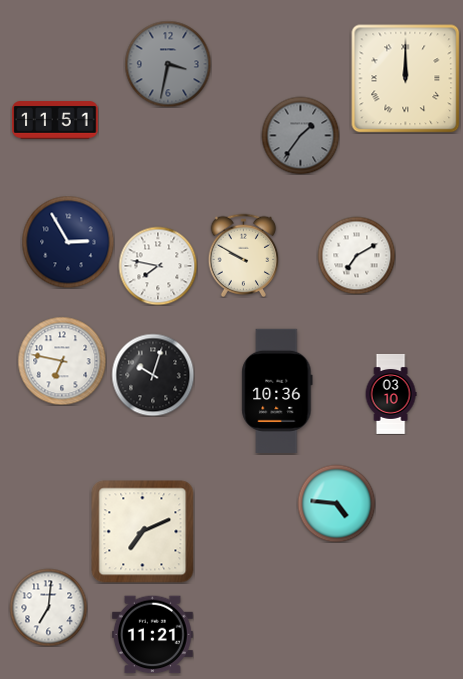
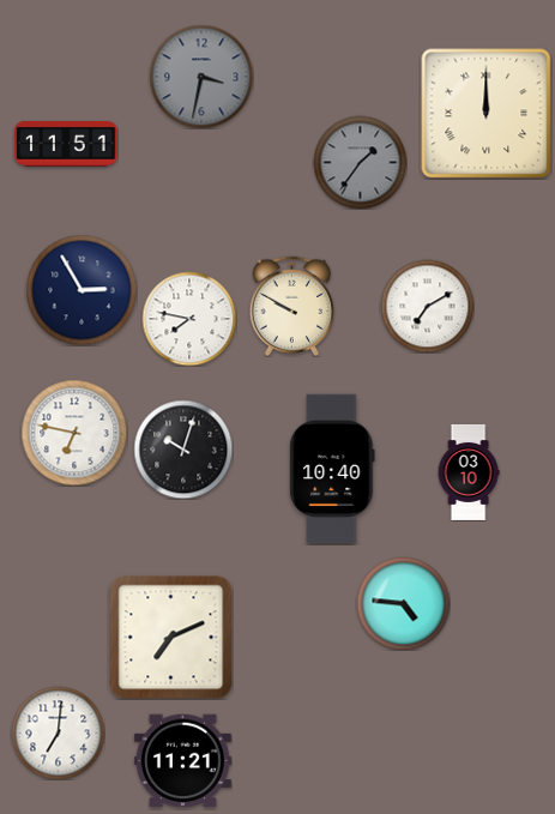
clock at (405, 78) position: (405, 78) -> (485, 113)
clock at (277, 390): 10:36 -> 10:40
clock at (48, 607) position: (48, 607) -> (58, 732)
